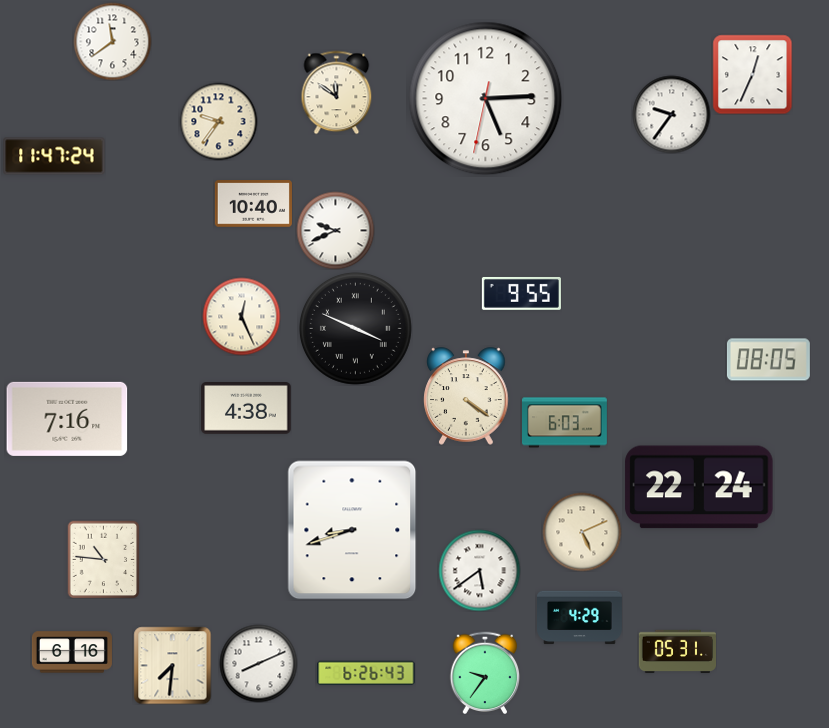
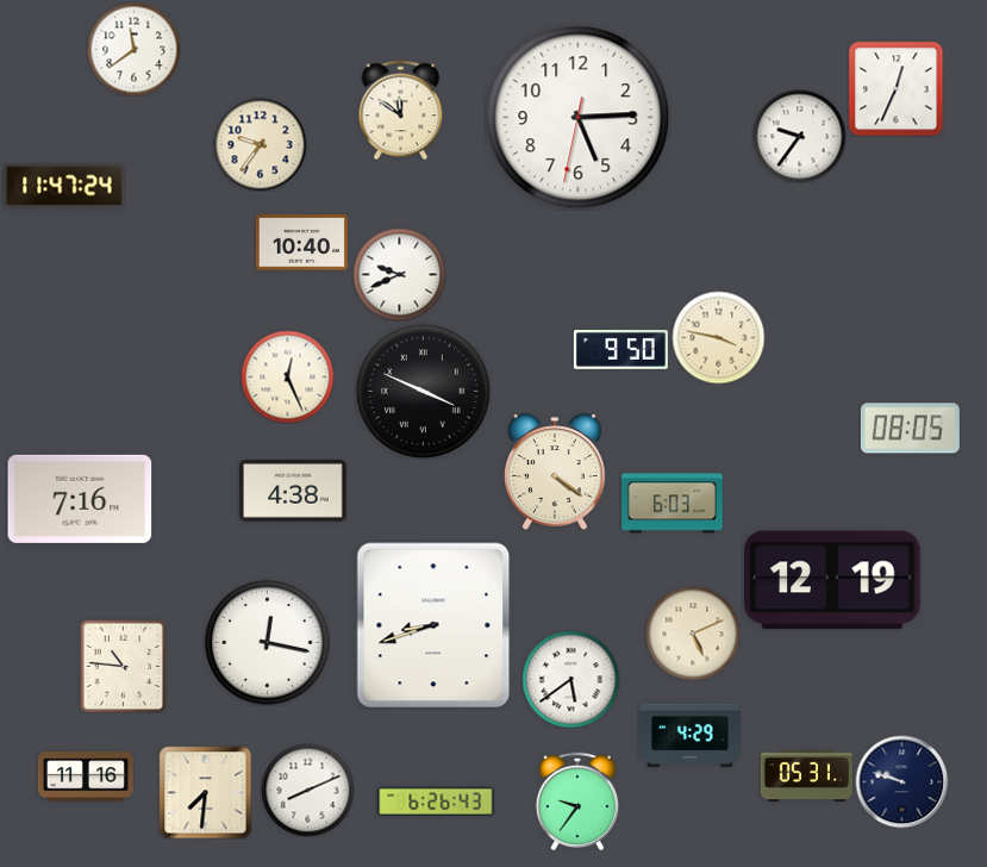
clock at (718, 337): none -> 3:47
clock at (521, 293): 9:55 -> 9:50
clock at (768, 360) position: (768, 360) -> (910, 429)
clock at (246, 409) position: (246, 409) -> (293, 492)
clock at (699, 487): 22:24 -> 12:19
clock at (352, 530) position: (352, 530) -> (433, 625)
clock at (268, 643): none -> 12:17
clock at (72, 652): 6:16 -> 11:16
clock at (901, 781): none -> 9:48
